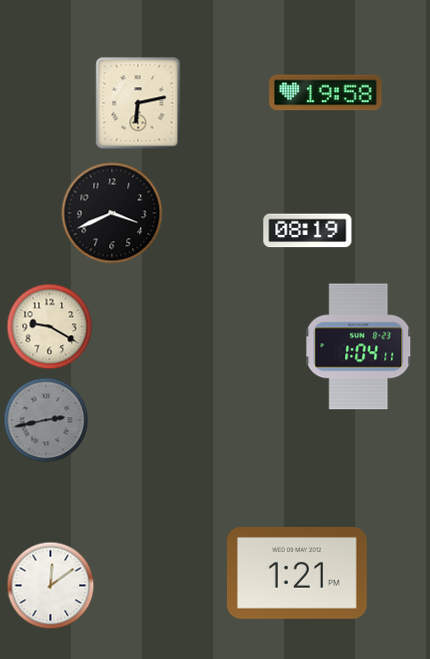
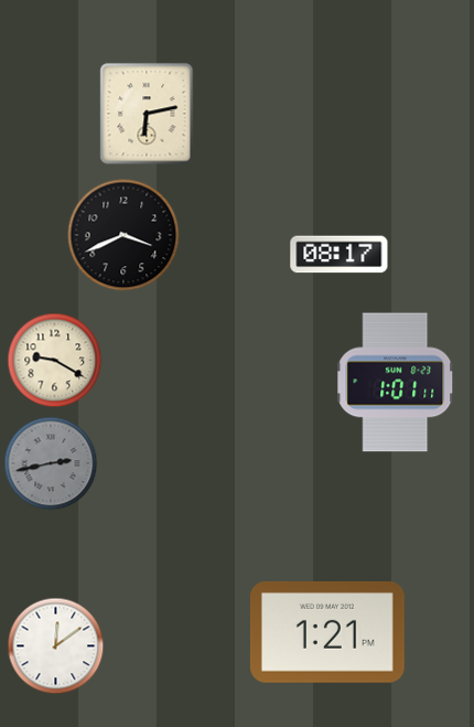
clock at (326, 93): 19:58 -> none
clock at (138, 103) position: (138, 103) -> (147, 114)
clock at (308, 231): 08:19 -> 08:17
clock at (359, 347): 1:04 -> 1:01
